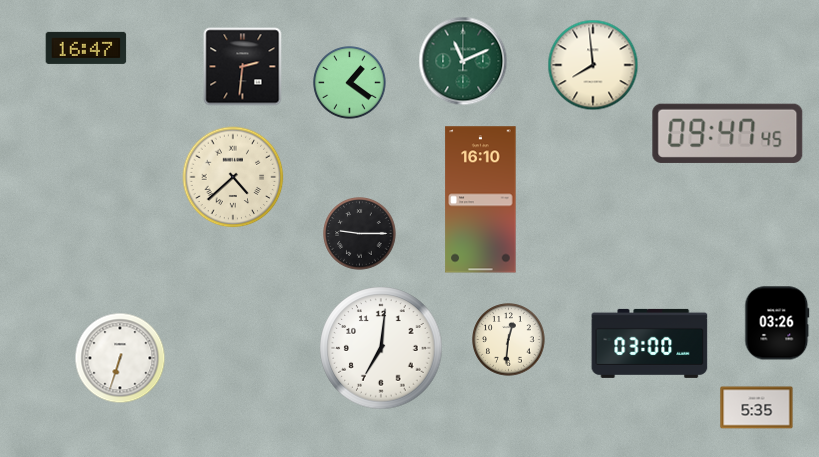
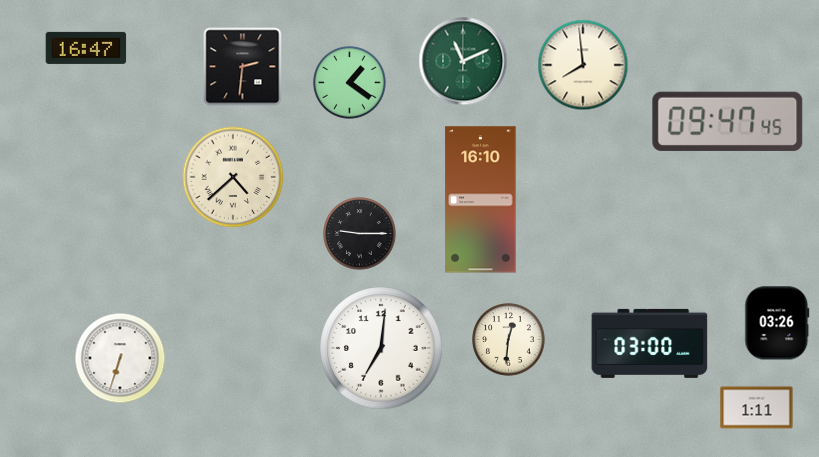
clock at (593, 65) position: (593, 65) -> (583, 65)
clock at (728, 133) position: (728, 133) -> (728, 121)
clock at (757, 408): 5:35 -> 1:11
